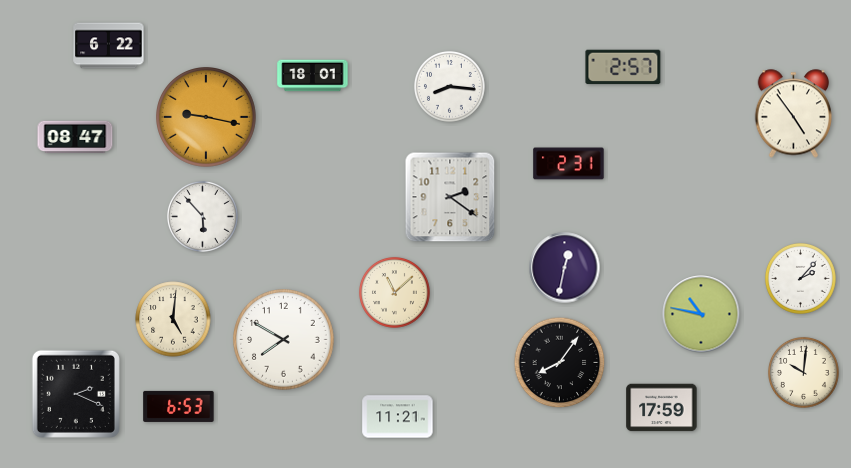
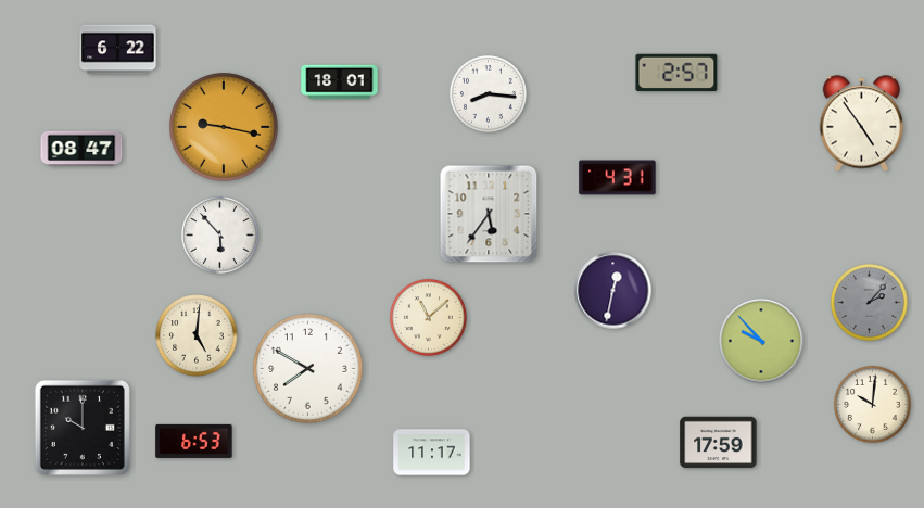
clock at (569, 164): 2:31 -> 4:31
clock at (450, 197): 2:21 -> 5:36
clock at (800, 278) dial: white -> grey
clock at (701, 314): 10:47 -> 9:53
clock at (173, 319) position: (173, 319) -> (197, 335)
clock at (560, 363): 8:06 -> none
clock at (76, 394): 2:19 -> 10:00
clock at (398, 417): 11:21 -> 11:17
